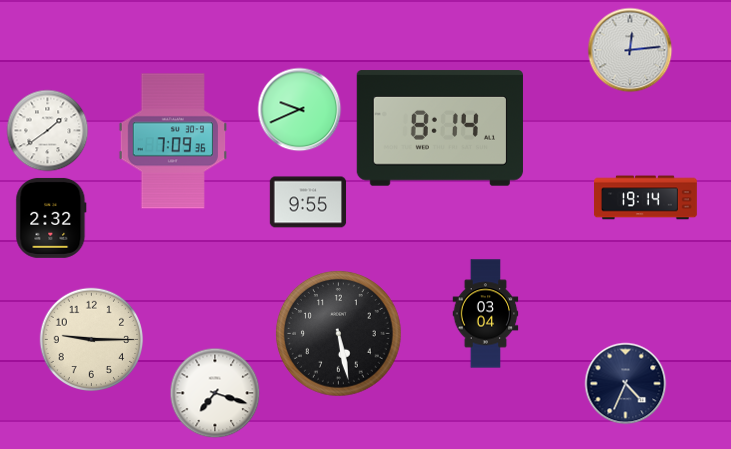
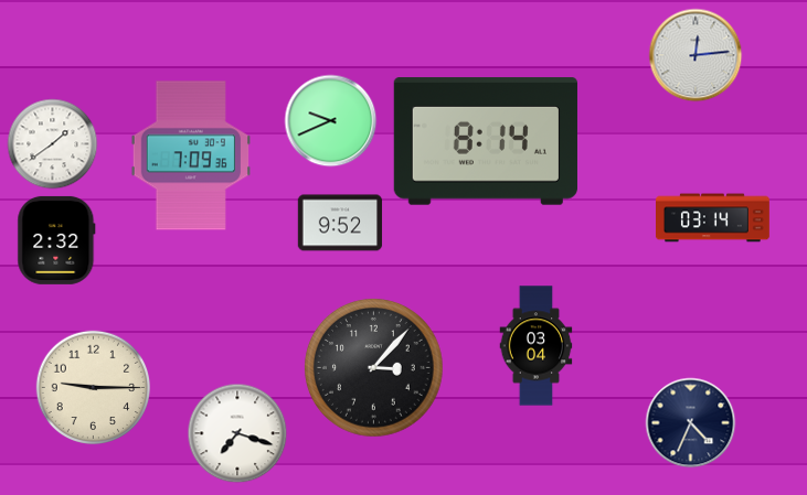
clock at (646, 198): 19:14 -> 03:14
clock at (308, 202): 9:55 -> 9:52
clock at (339, 334): 5:28 -> 3:07
clock at (92, 340) position: (92, 340) -> (94, 388)
